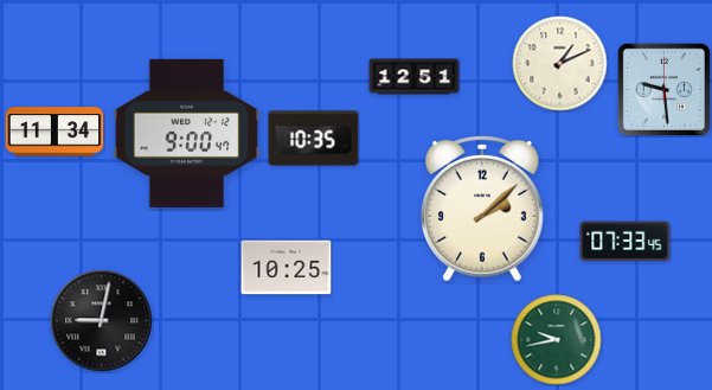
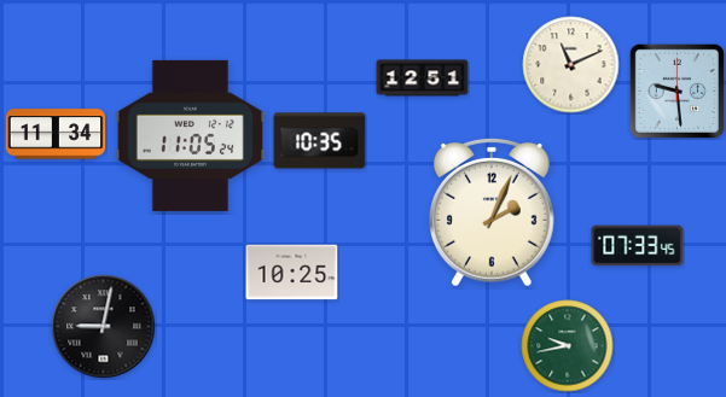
clock at (560, 64): 1:11 -> 11:11
clock at (187, 133): 9:00 -> 11:05
clock at (483, 209): 2:08 -> 2:04
